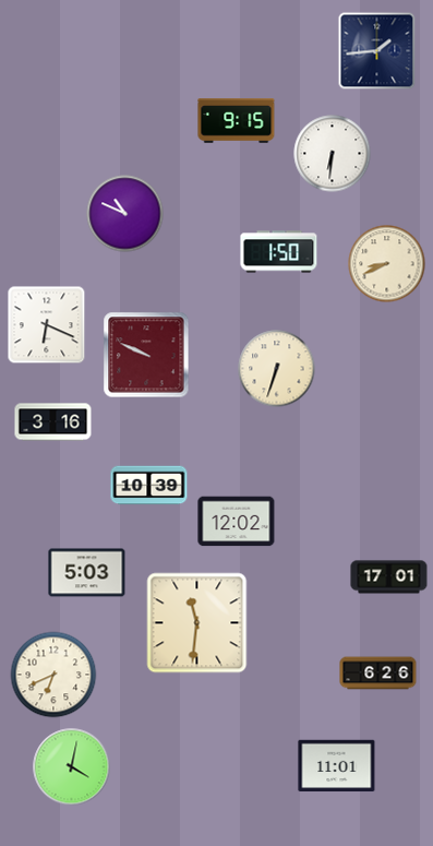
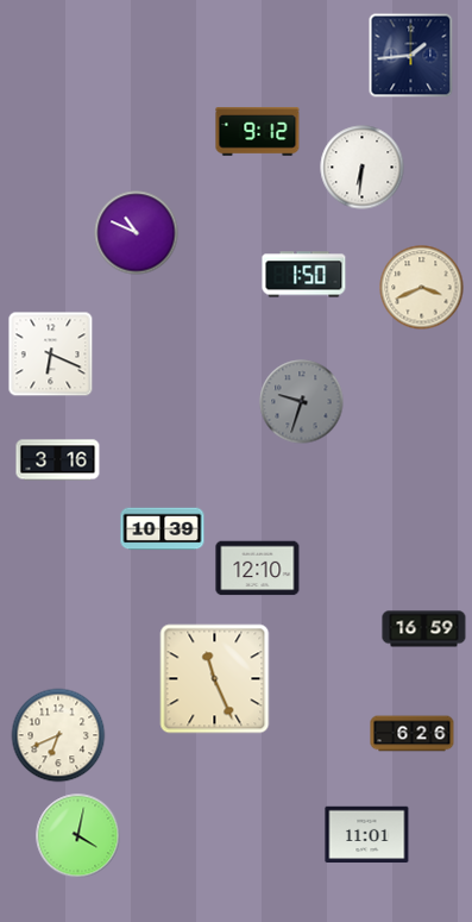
clock at (237, 121): 9:15 -> 9:12
clock at (387, 264): 8:41 -> 3:41
clock at (146, 355): 9:49 -> none
clock at (277, 369): 6:33 -> 9:33
clock at (277, 369) dial: cream -> grey
clock at (237, 522): 12:02 -> 12:10
clock at (87, 573): 5:03 -> none
clock at (389, 577): 17:01 -> 16:59
clock at (197, 623): 11:31 -> 11:26
